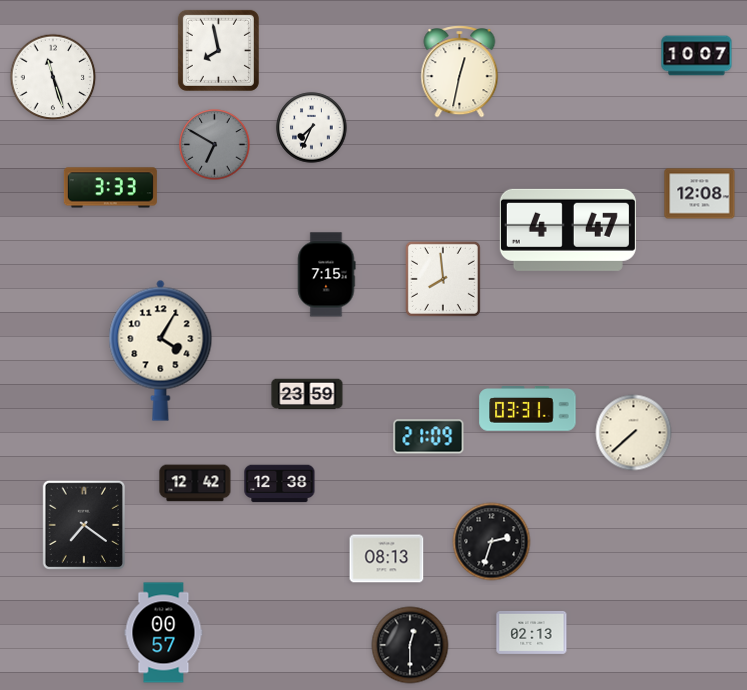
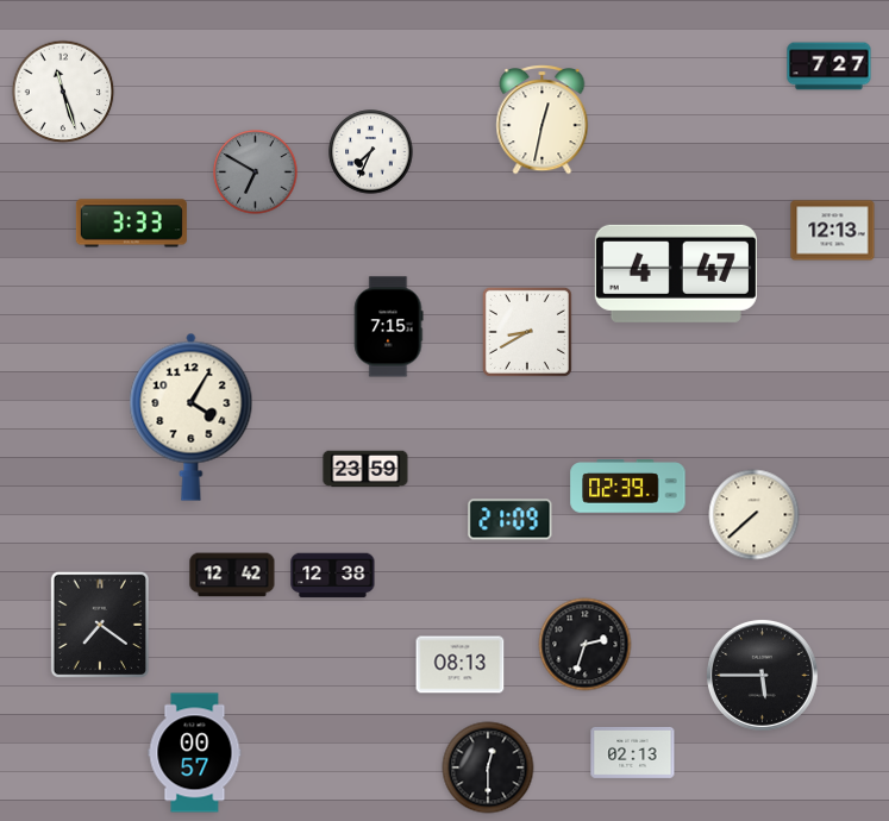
clock at (218, 50): 7:58 -> none
clock at (697, 56): 10:07 -> 7:27
clock at (460, 72) position: (460, 72) -> (543, 120)
clock at (700, 194): 12:08 -> 12:13
clock at (443, 279): 7:59 -> 8:40
clock at (528, 409): 03:31 -> 02:39
clock at (762, 675): none -> 5:45
